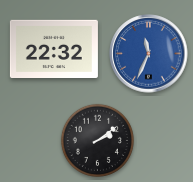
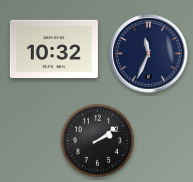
clock at (54, 48): 22:32 -> 10:32
clock at (149, 54) dial: blue -> navy
